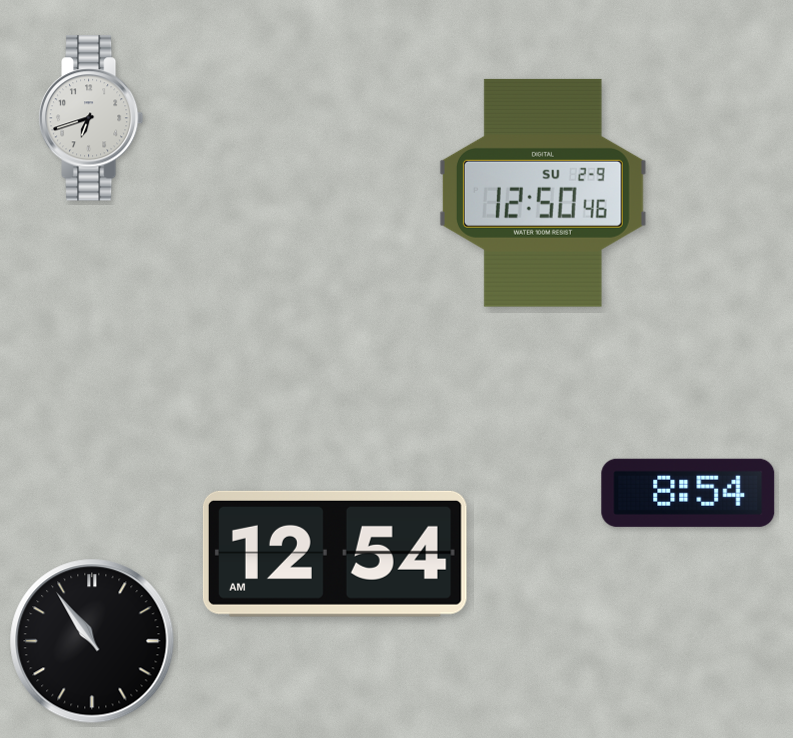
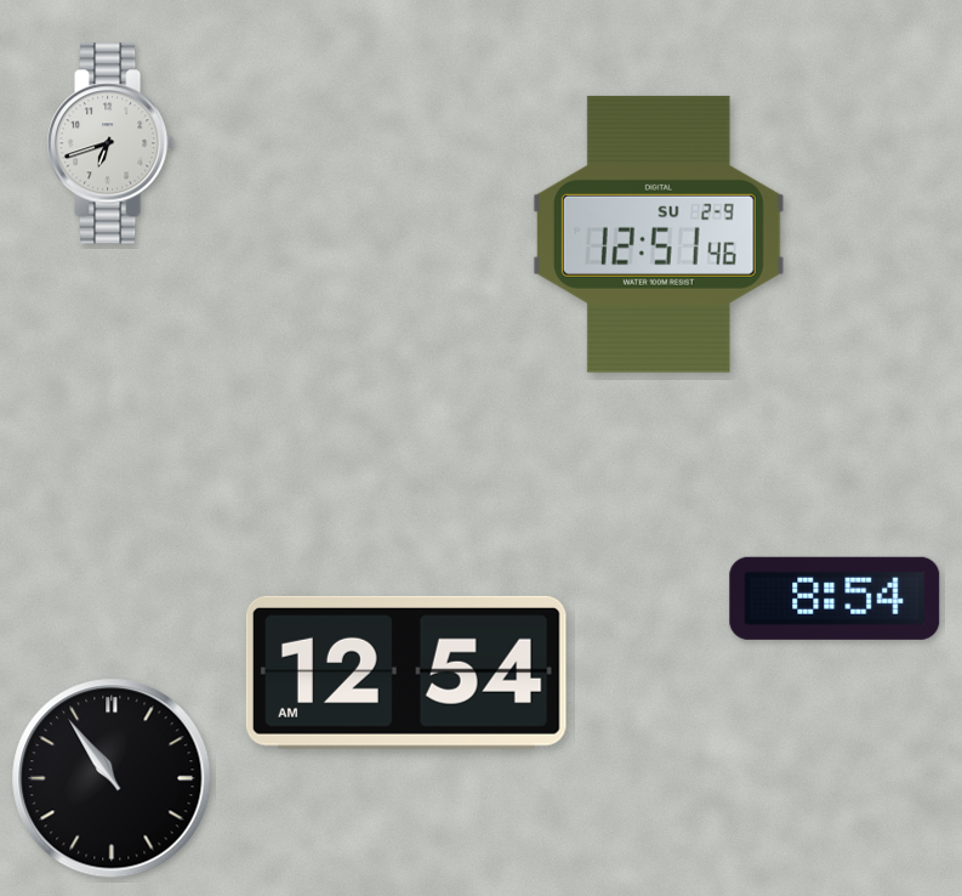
clock at (543, 193): 12:50 -> 12:51
